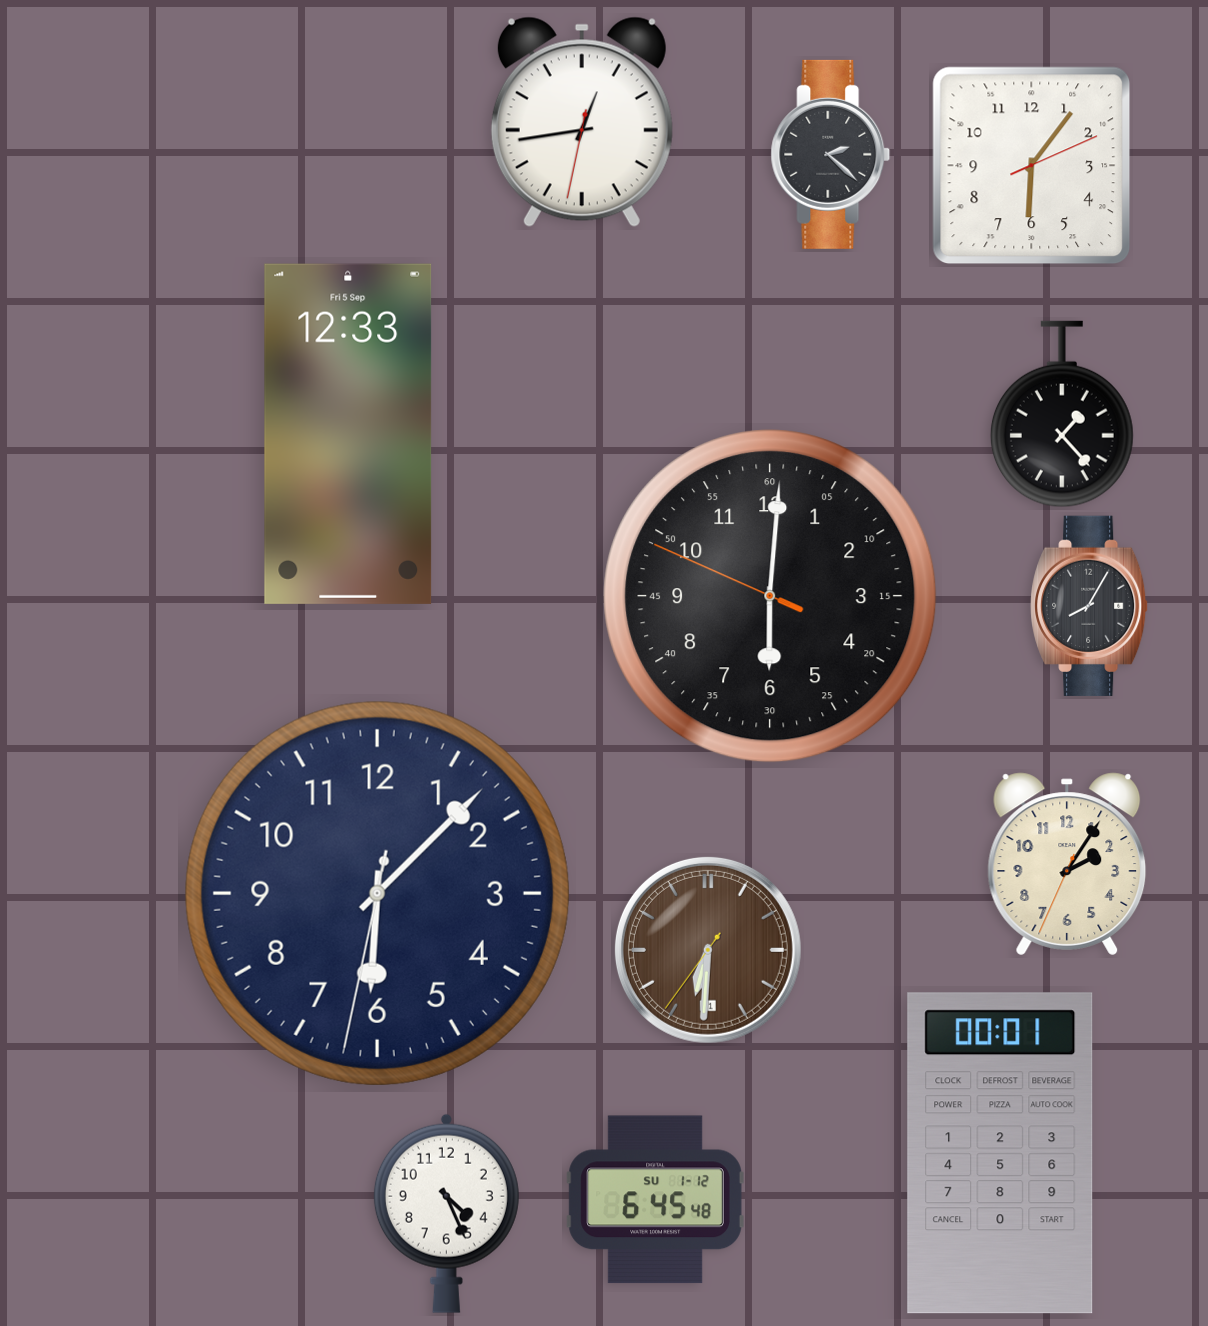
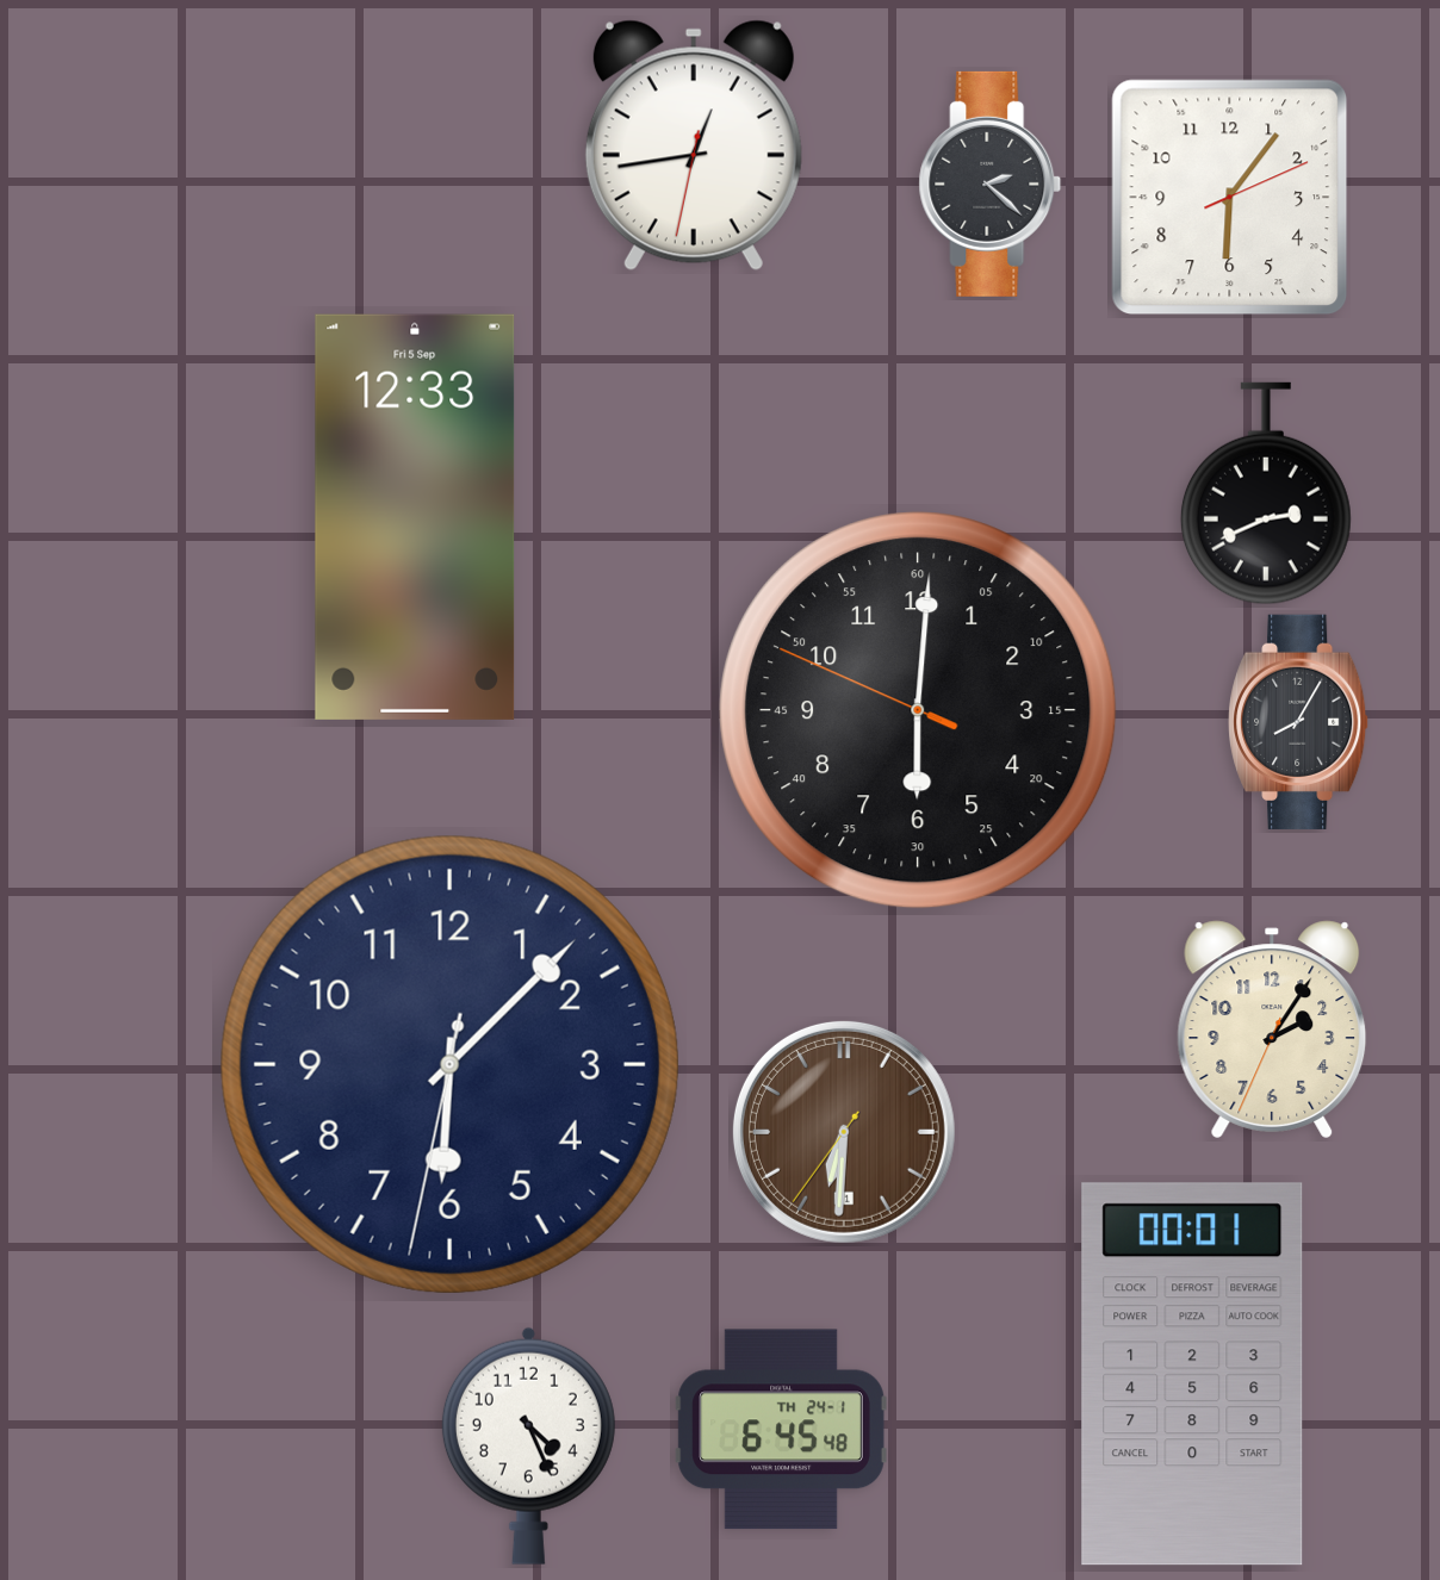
clock at (1062, 414): 1:23 -> 2:41
clock at (655, 1200) date: SU 1-12 -> TH 24-1
clock at (446, 1213) position: (446, 1213) -> (528, 1445)
